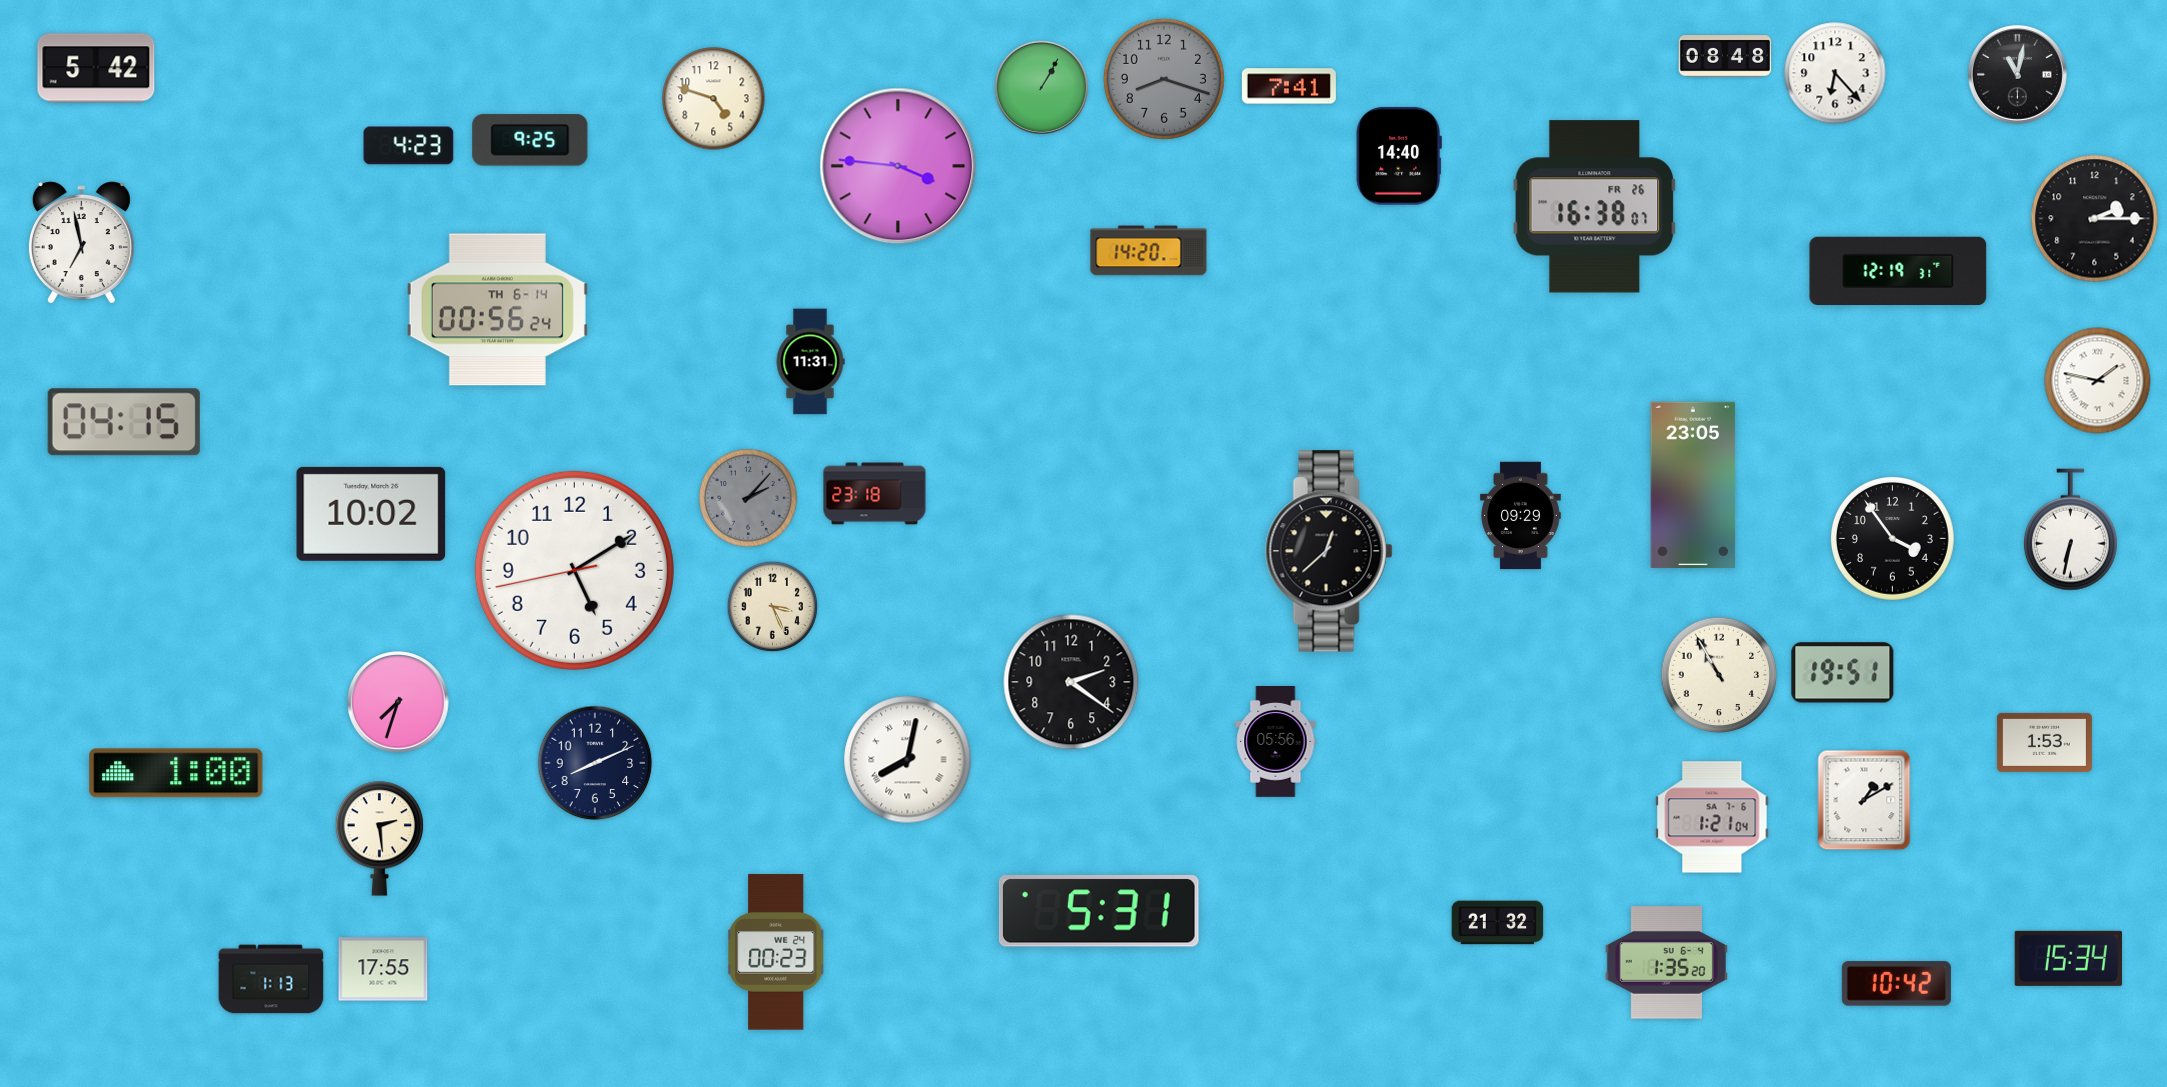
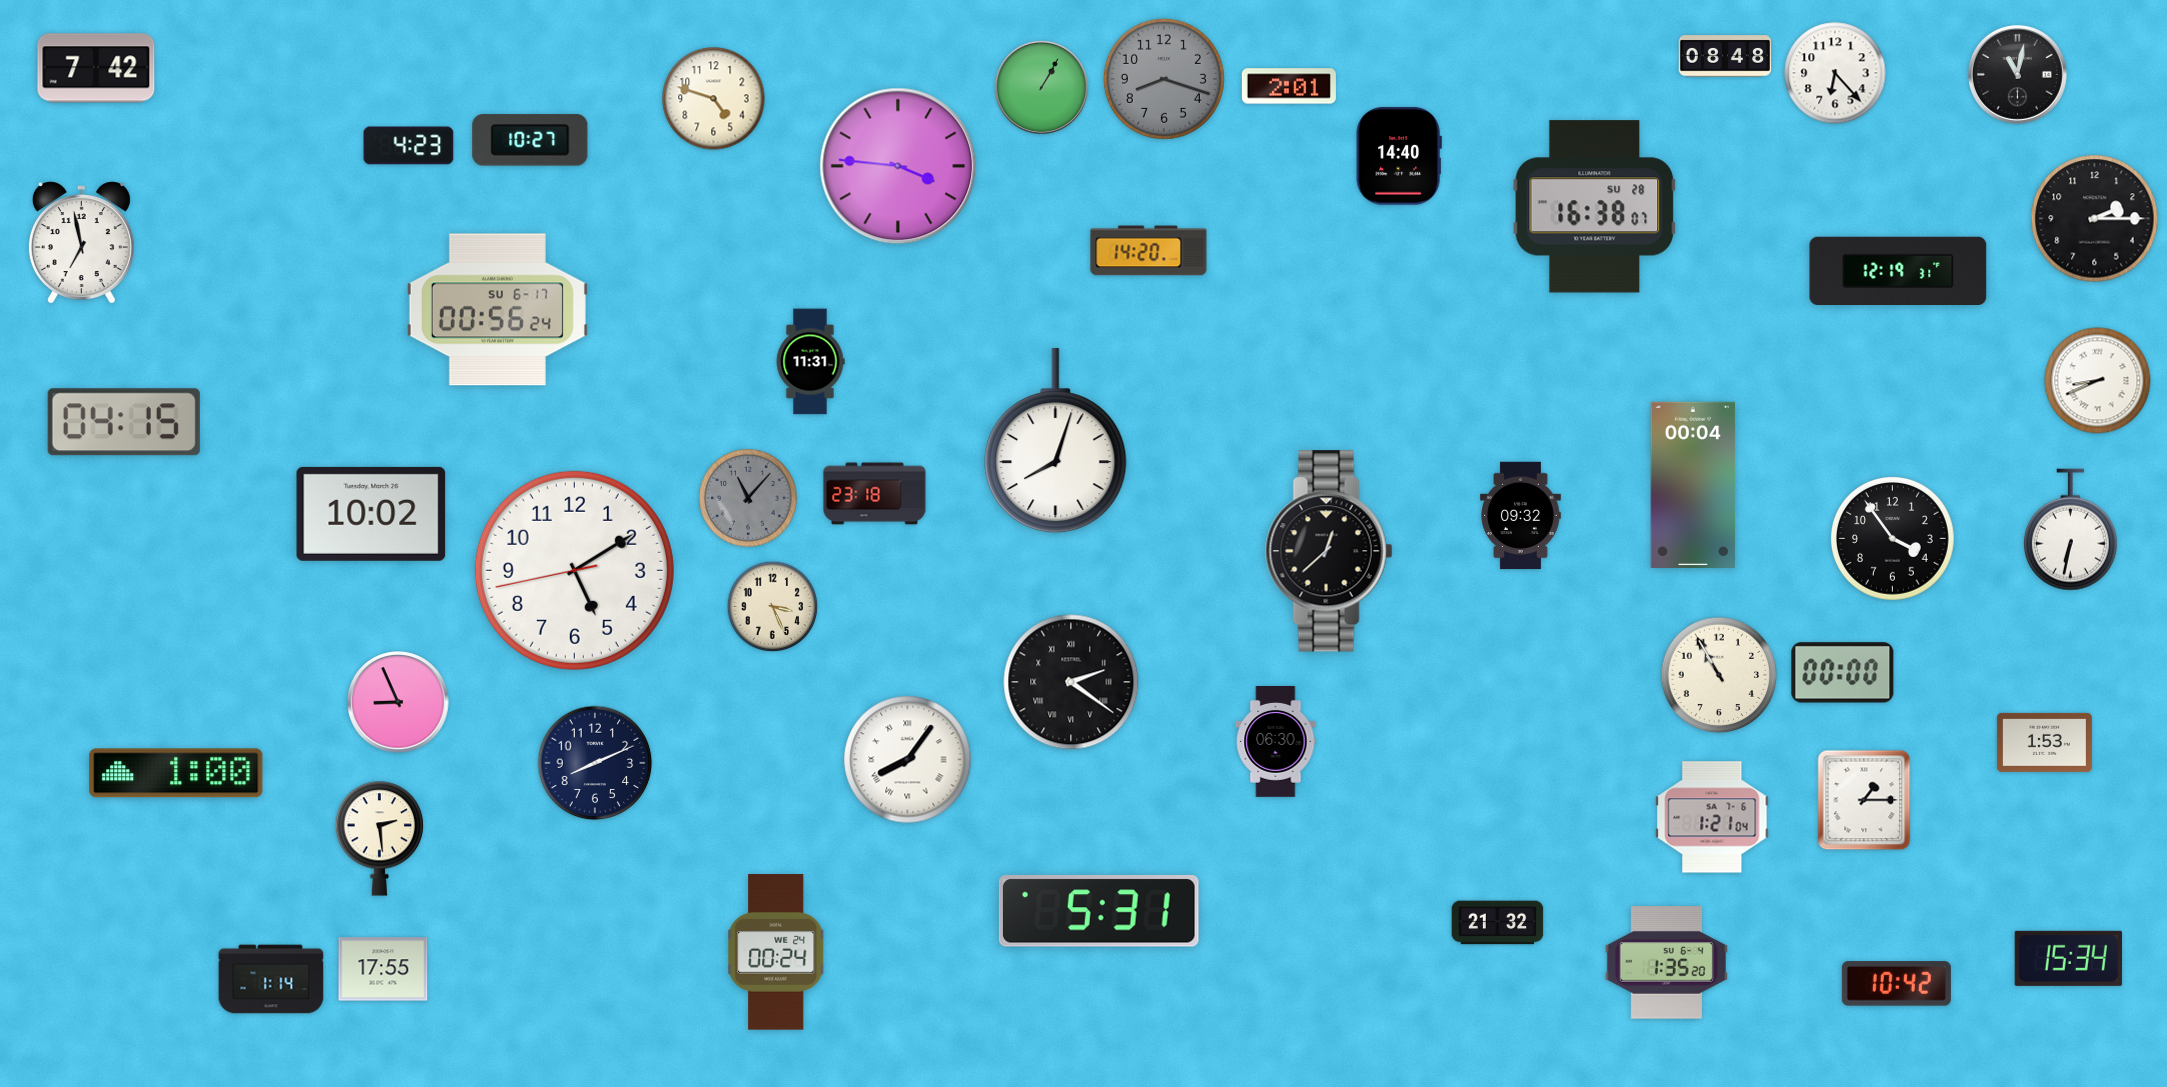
clock at (96, 68): 5:42 -> 7:42
clock at (1289, 86): 7:41 -> 2:01
clock at (530, 140): 9:25 -> 10:27
clock at (1595, 207) date: FR 26 -> SU 28
clock at (497, 310) date: TH 6-14 -> SU 6-17
clock at (2098, 381): 1:47 -> 8:41
clock at (1056, 441): none -> 8:03
clock at (1693, 485): 23:05 -> 00:04
clock at (748, 498): 2:07 -> 11:07
clock at (1521, 516): 09:29 -> 09:32
clock at (1843, 673): 19:51 -> 00:00
clock at (1071, 682) numerals: Arabic -> Roman
clock at (398, 702): 7:33 -> 8:56
clock at (1276, 742): 05:56 -> 06:30
clock at (908, 760): 8:02 -> 8:06
clock at (1864, 800): 1:10 -> 1:15
clock at (776, 952): 00:23 -> 00:24
clock at (271, 979): 1:13 -> 1:14
